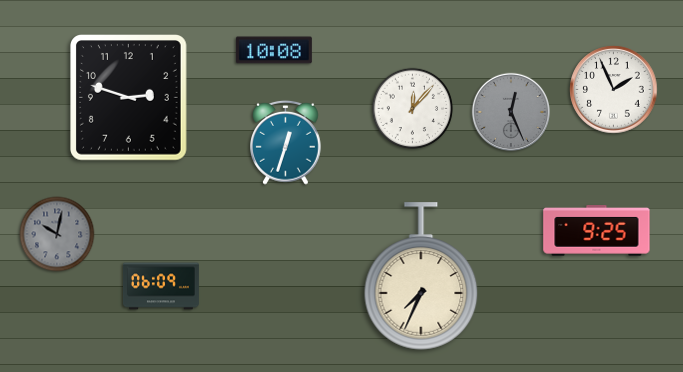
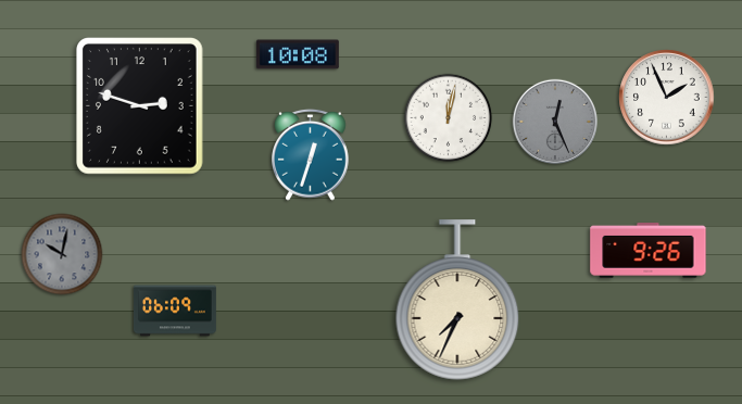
clock at (413, 109): 12:07 -> 12:02
clock at (597, 231): 9:25 -> 9:26
